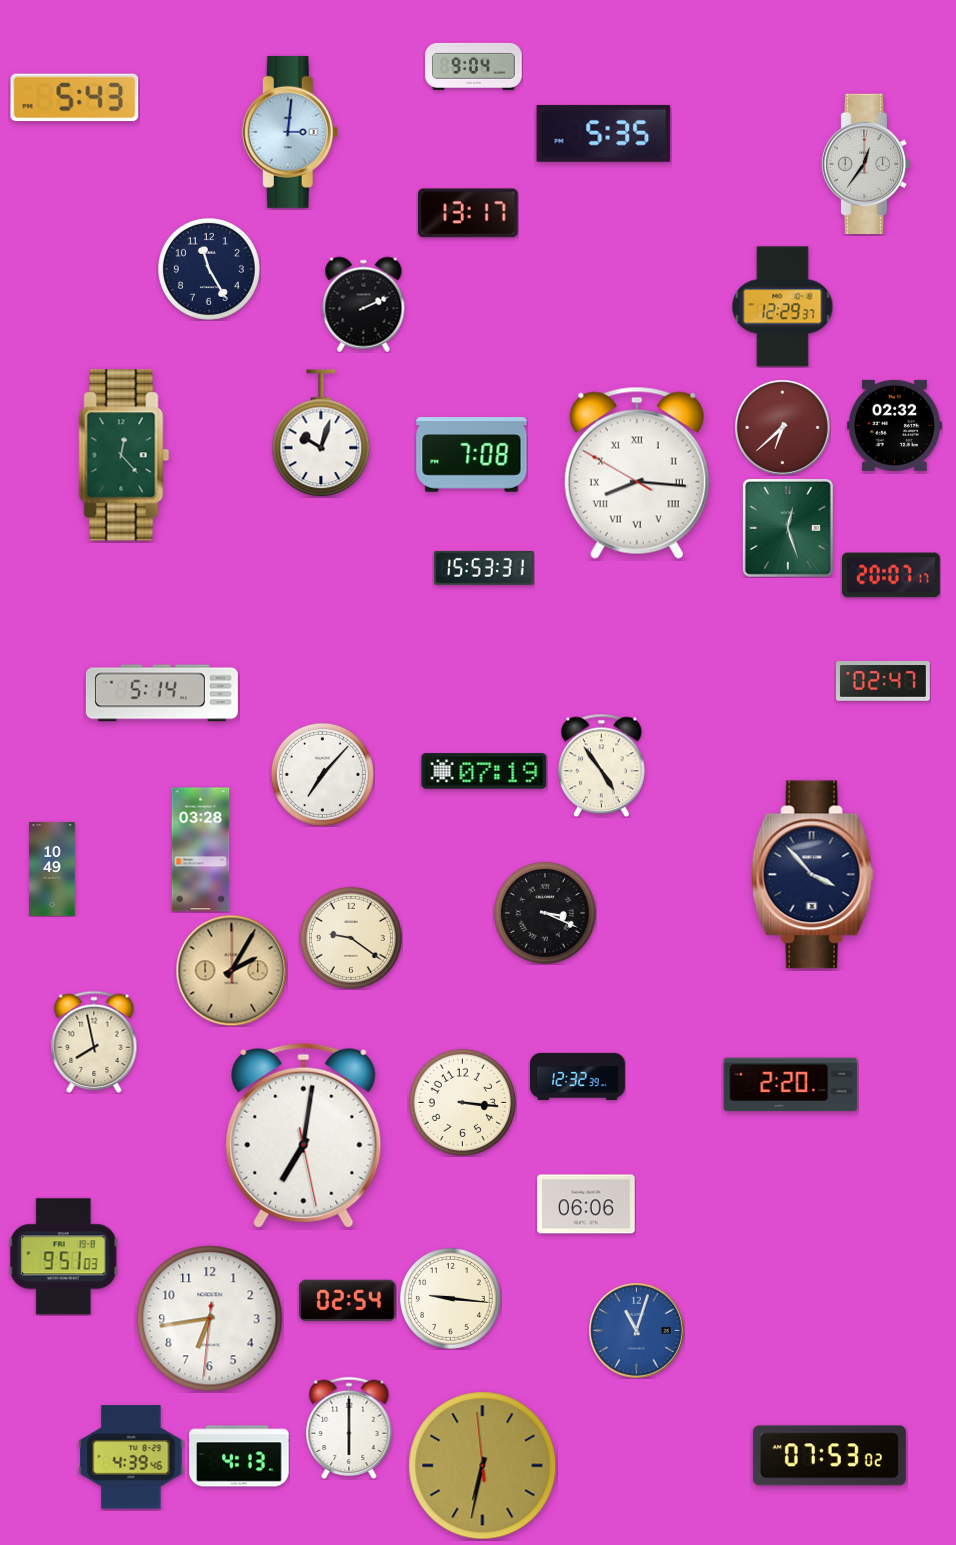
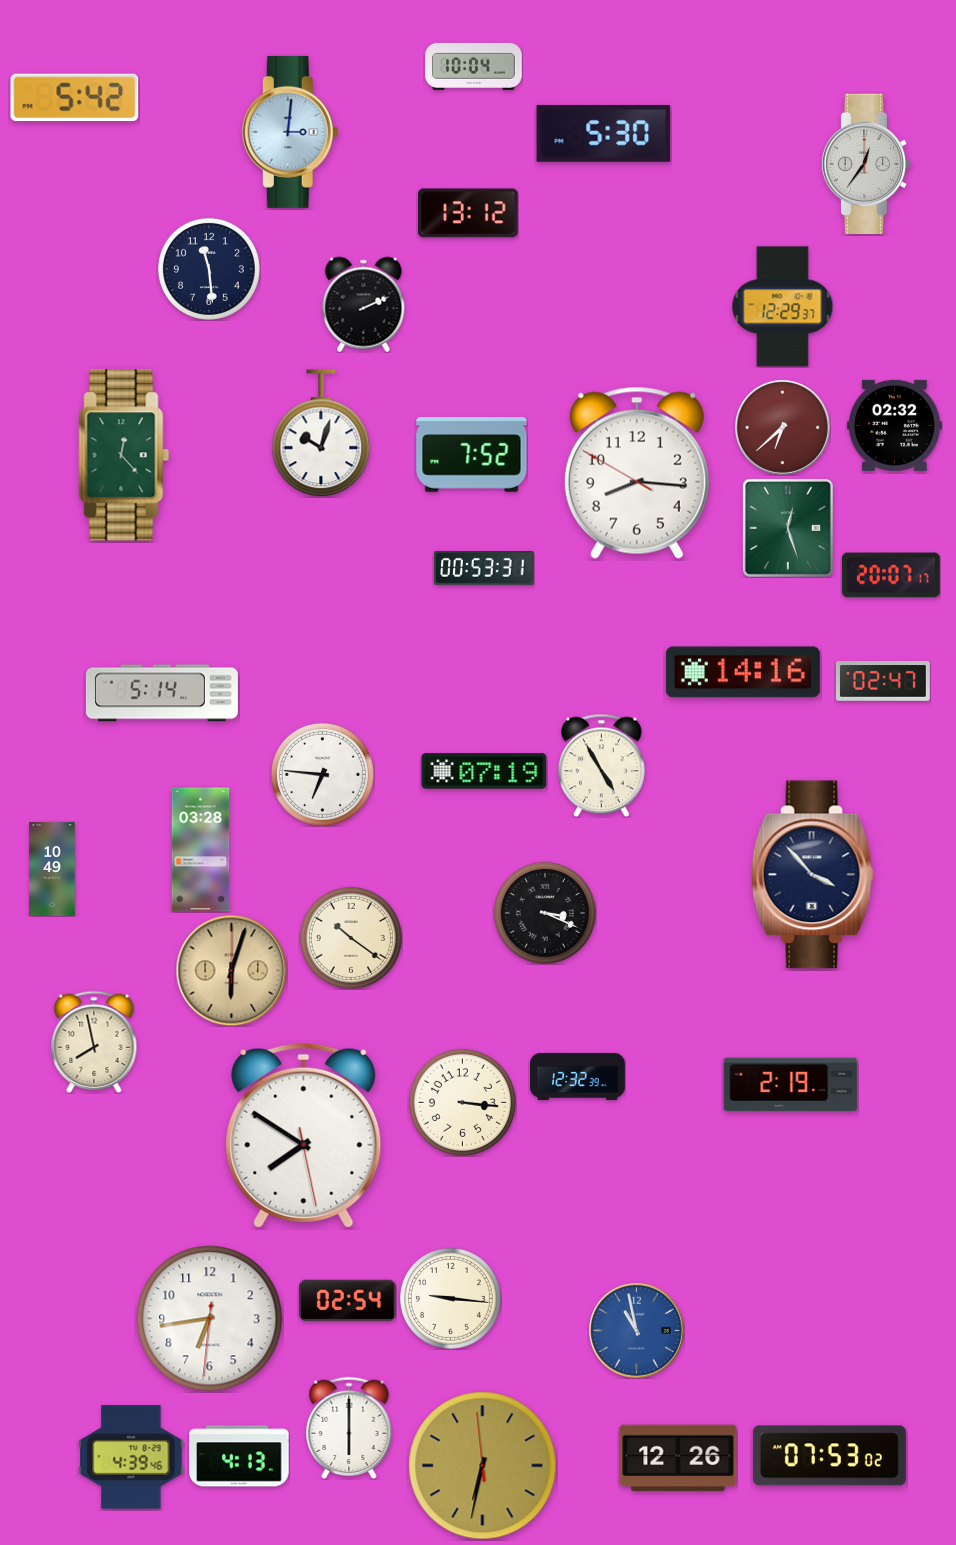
clock at (474, 66): 9:04 -> 10:04
clock at (75, 98): 5:43 -> 5:42
clock at (604, 133): 5:35 -> 5:30
clock at (469, 213): 13:17 -> 13:12
clock at (209, 269): 11:25 -> 11:29
clock at (472, 455): 7:08 -> 7:52
clock at (637, 473) numerals: Roman -> Arabic
clock at (484, 568): 15:53 -> 00:53
clock at (743, 672): none -> 14:16
clock at (602, 765): 4:54 -> 4:55
clock at (322, 774): 7:07 -> 6:46
clock at (351, 938): 9:21 -> 10:21
clock at (231, 970): 2:05 -> 6:03
clock at (791, 1085): 2:20 -> 2:19
clock at (304, 1135): 7:01 -> 7:50
clock at (586, 1204): 06:06 -> none
clock at (63, 1257): 9:51 -> none
clock at (636, 1330): 11:03 -> 10:58
clock at (678, 1458): none -> 12:26
